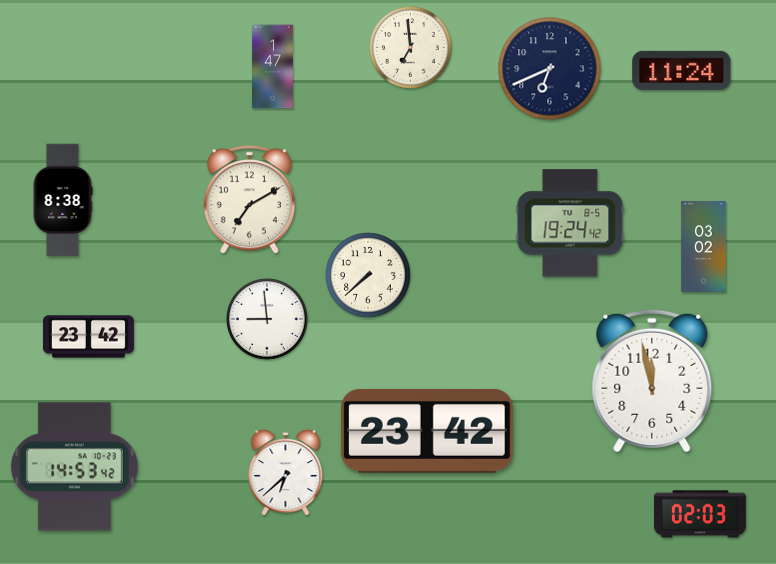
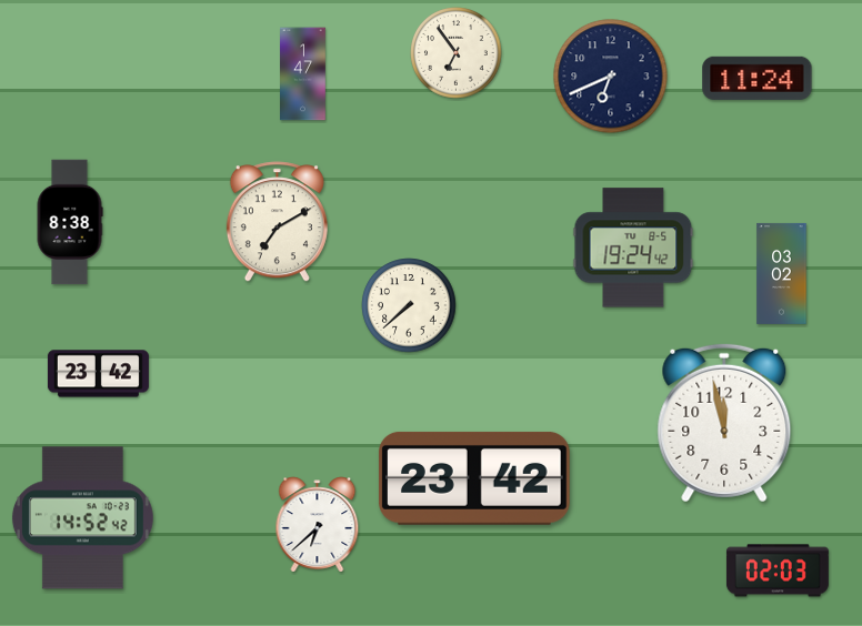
clock at (411, 48): 6:59 -> 6:54
clock at (267, 319): 8:59 -> none
clock at (74, 467): 14:53 -> 14:52
